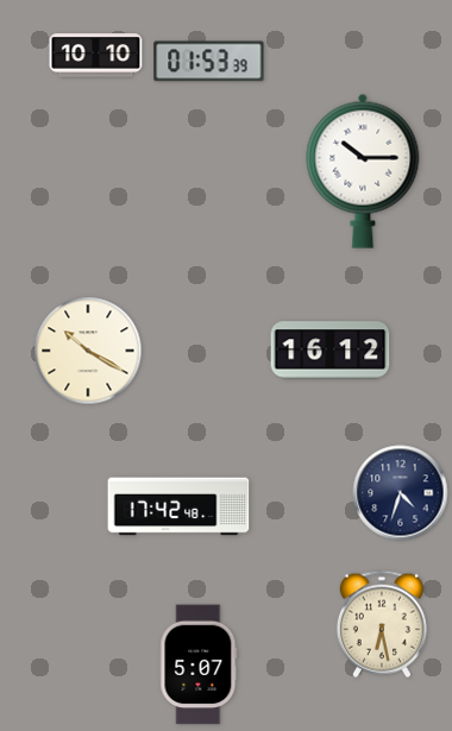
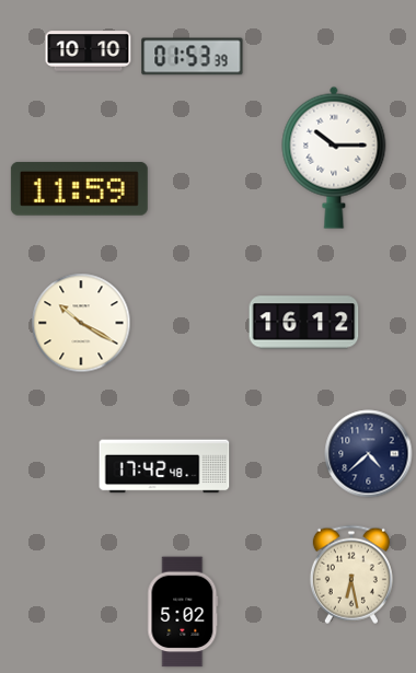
clock at (79, 189): none -> 11:59
clock at (401, 493): 4:33 -> 4:38
clock at (199, 664): 5:07 -> 5:02
